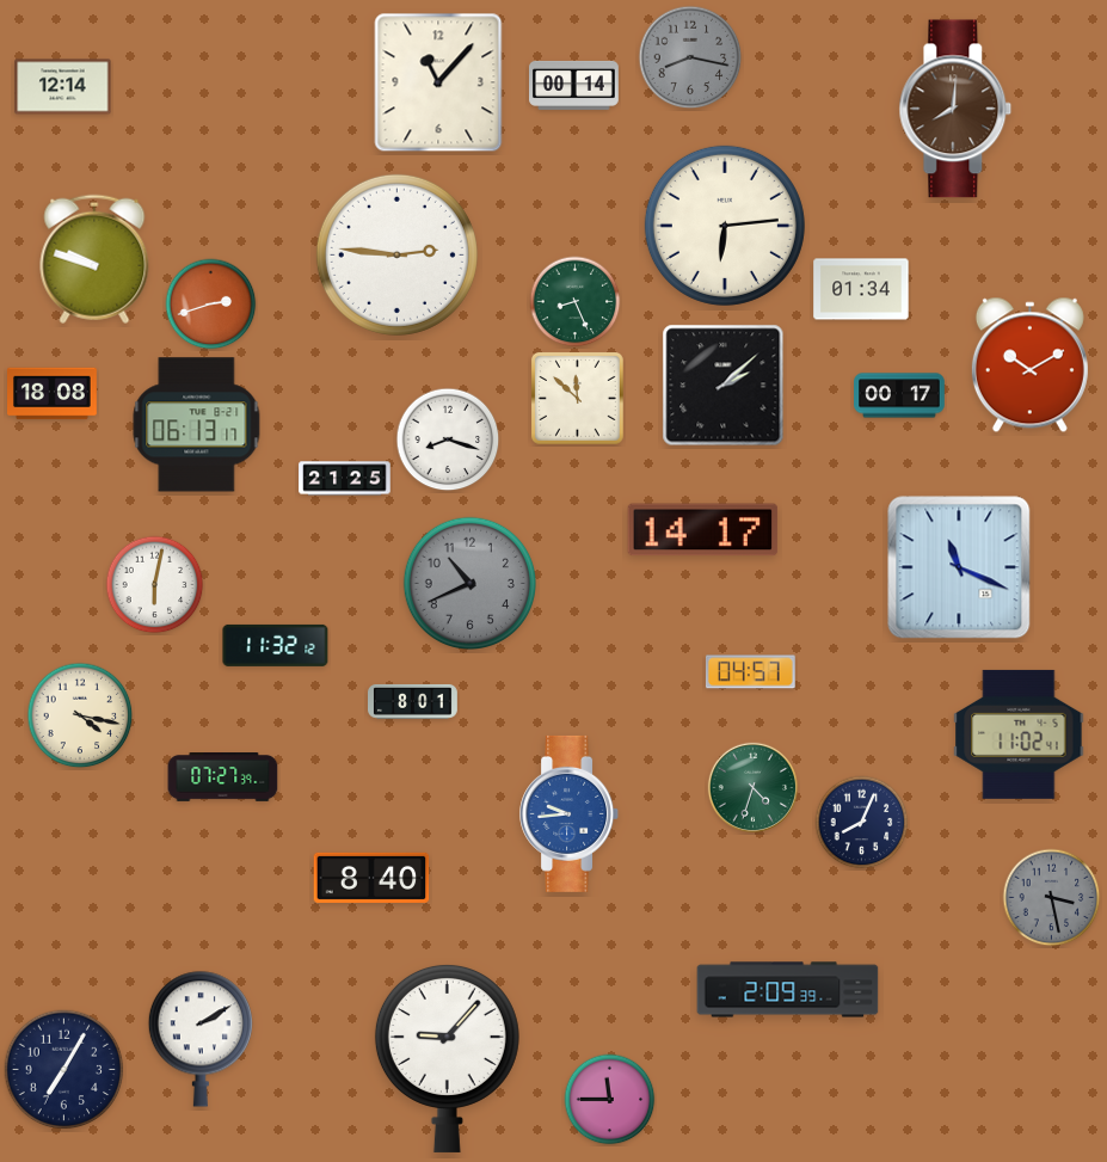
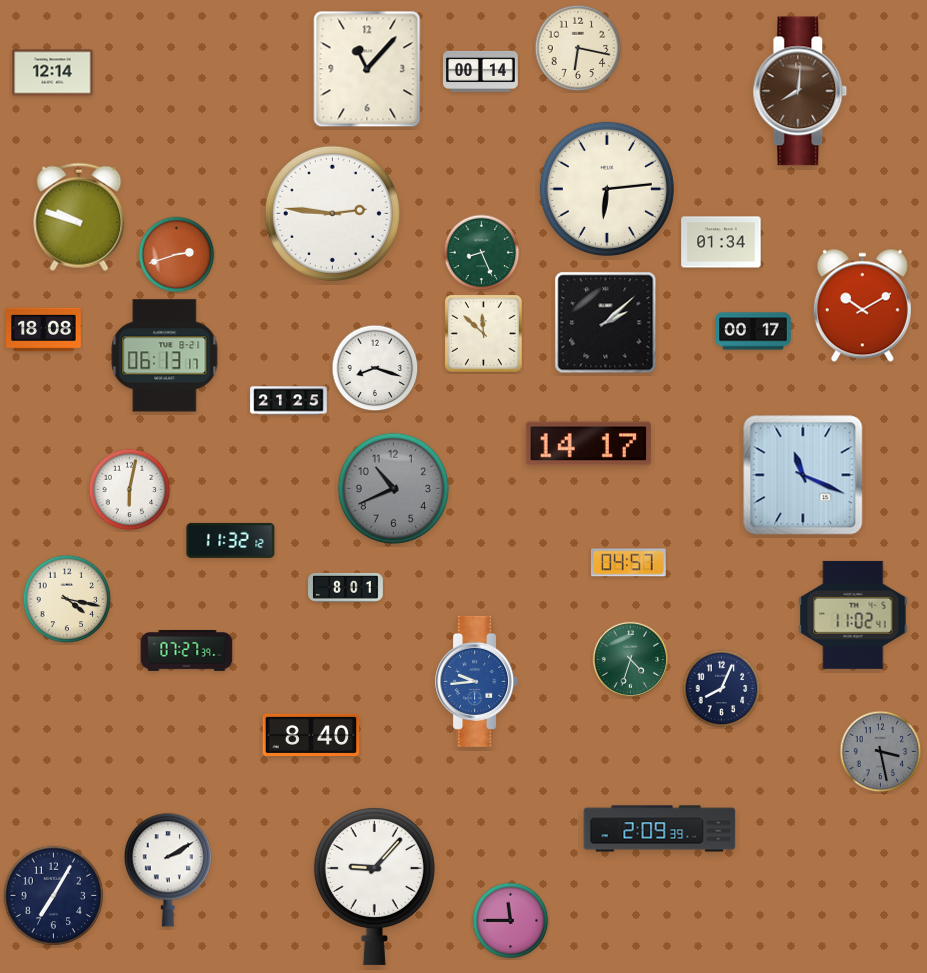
clock at (690, 57): 8:17 -> 6:17
clock at (690, 57) dial: grey -> cream
